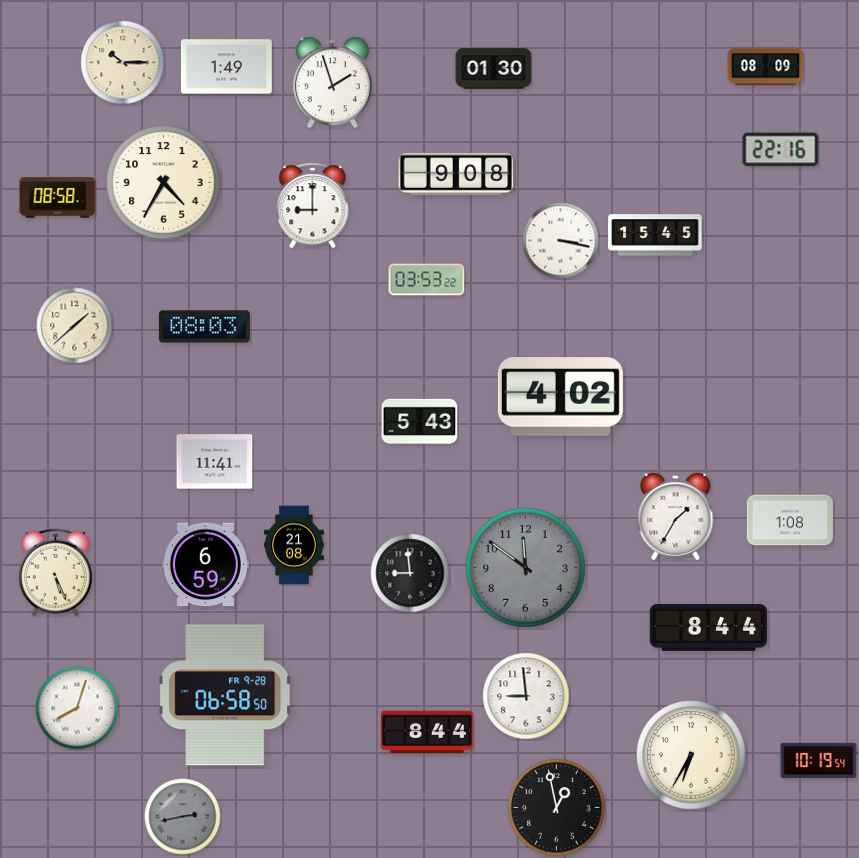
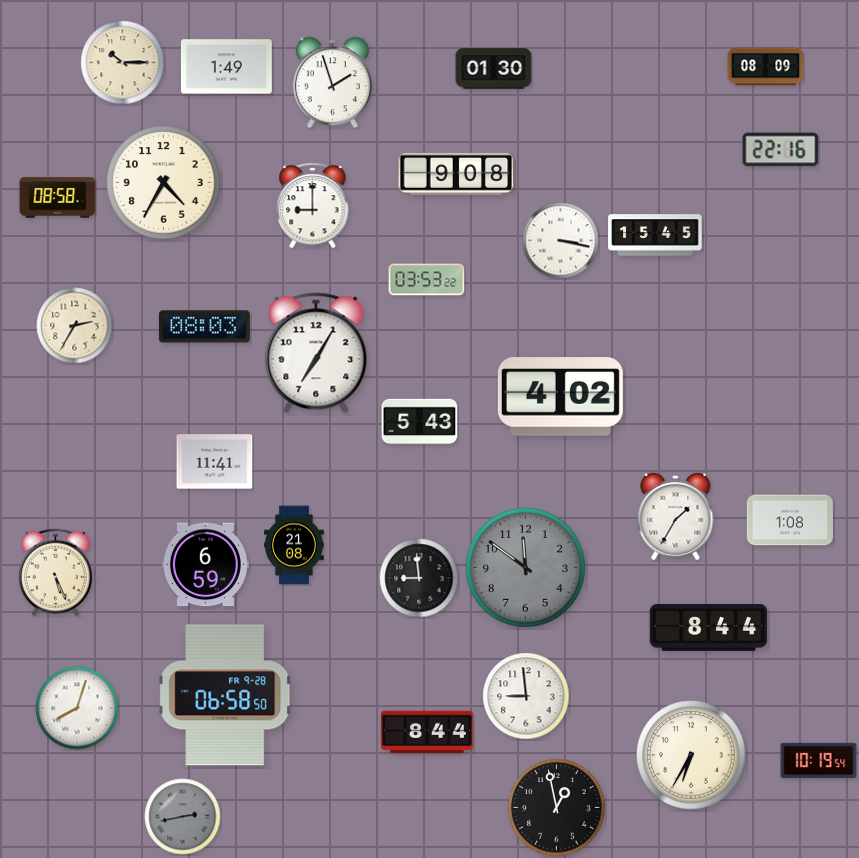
clock at (75, 326): 1:38 -> 2:35
clock at (316, 353): none -> 7:05
clock at (410, 573) position: (410, 573) -> (419, 578)
